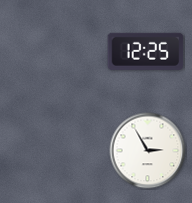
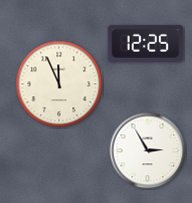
clock at (146, 51) position: (146, 51) -> (146, 43)
clock at (59, 84): none -> 11:56
